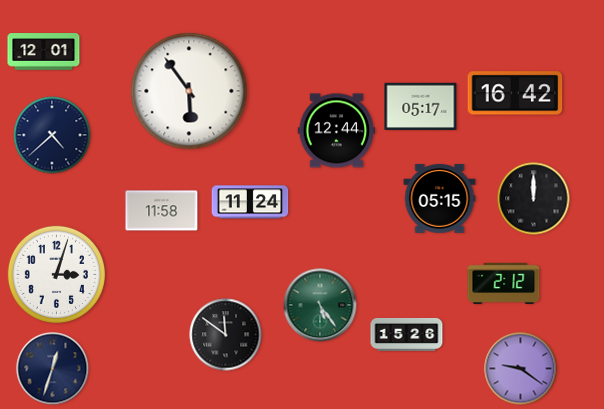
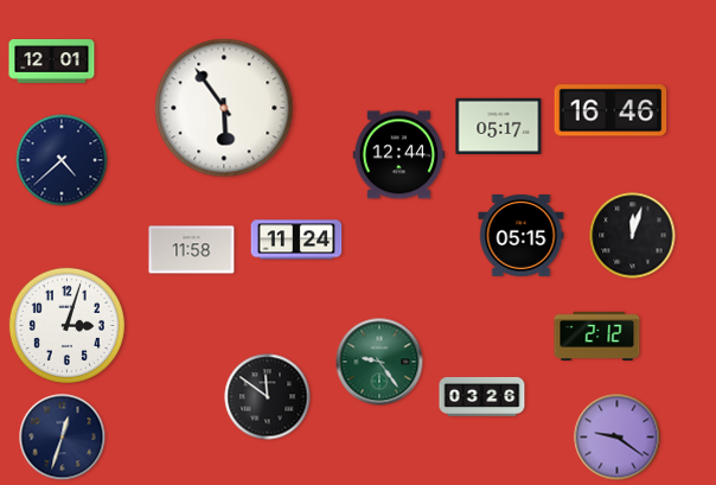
clock at (515, 93): 16:42 -> 16:46
clock at (534, 199): 12:00 -> 12:03
clock at (320, 305): 5:24 -> 9:24
clock at (407, 334): 15:26 -> 03:26
